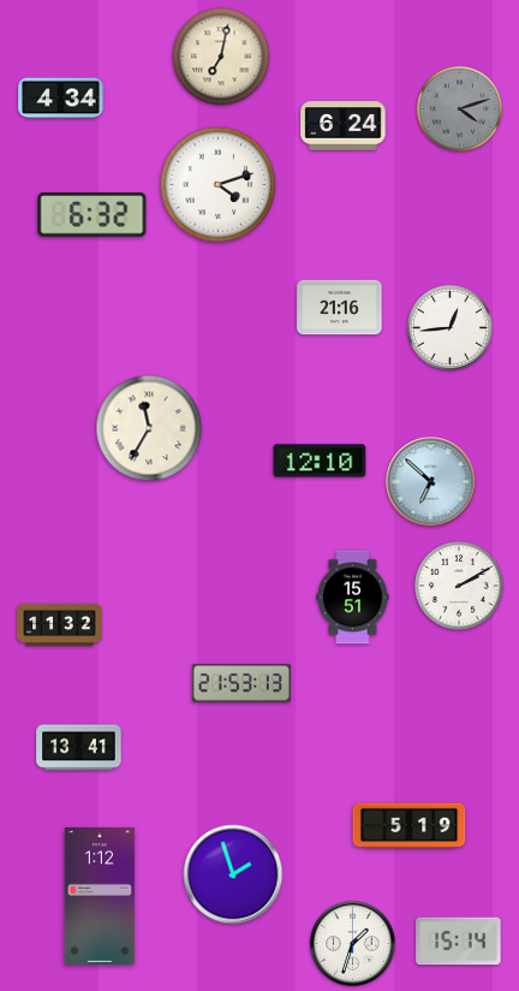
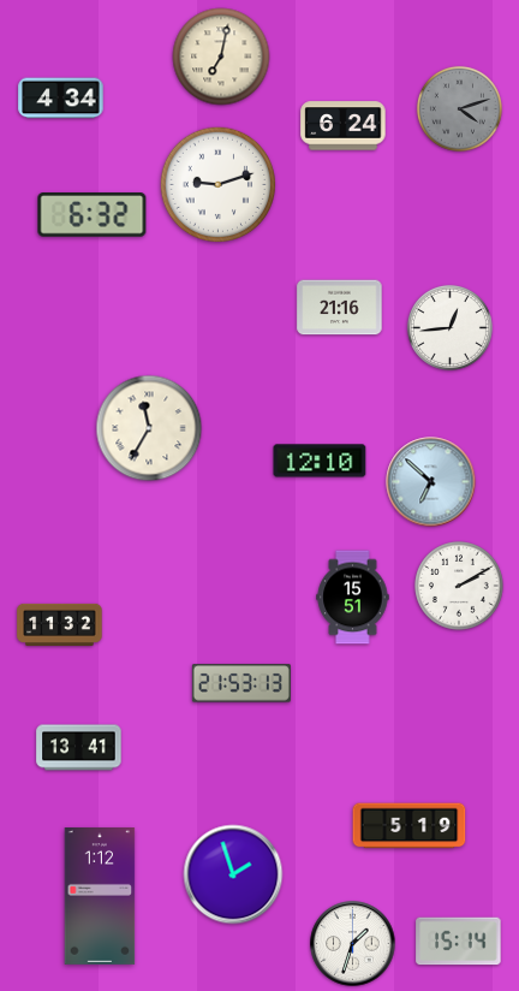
clock at (217, 184): 4:12 -> 9:12
